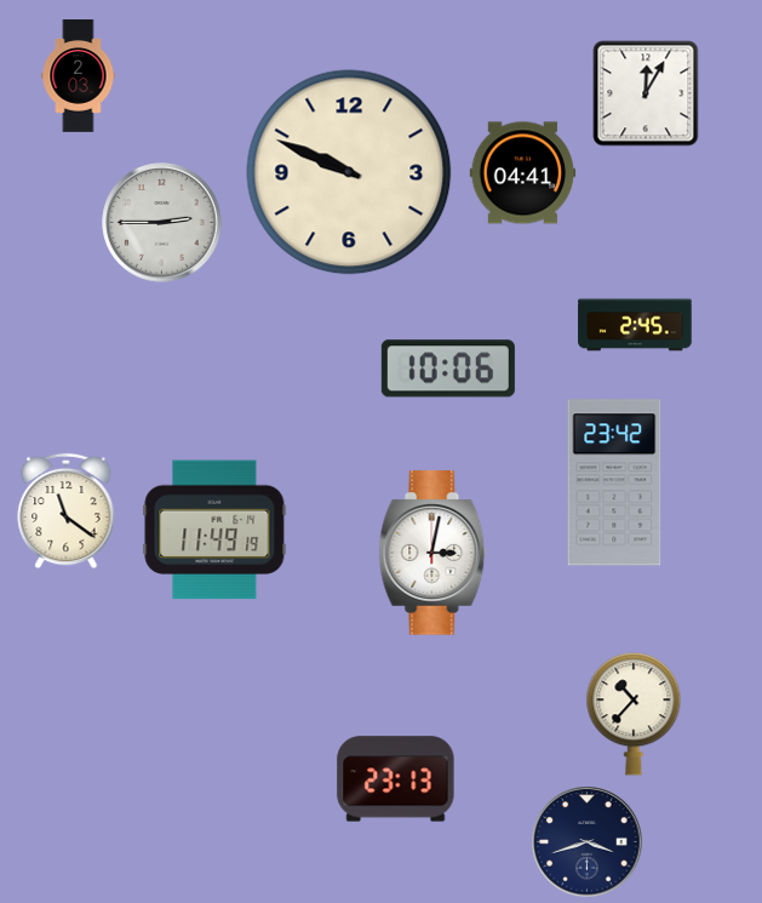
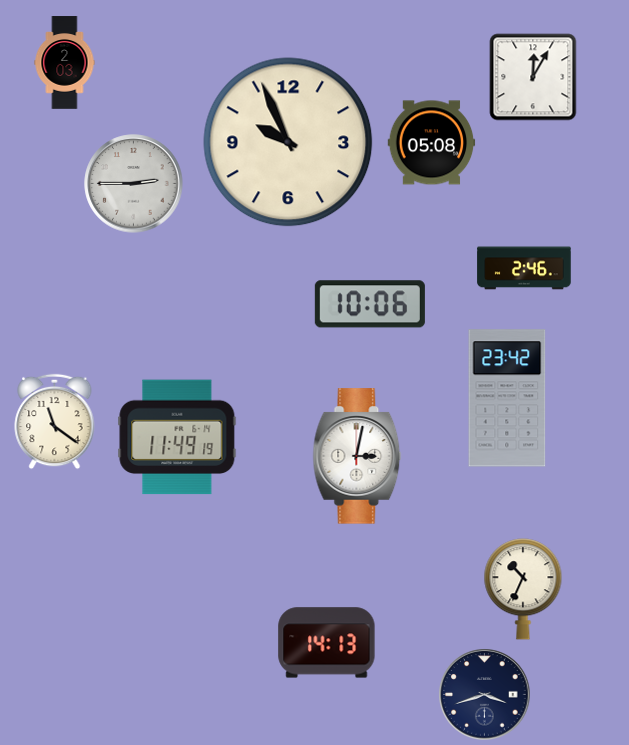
clock at (349, 172): 9:49 -> 9:56
clock at (523, 173): 04:41 -> 05:08
clock at (635, 325): 2:45 -> 2:46
clock at (634, 714): 10:37 -> 10:34
clock at (396, 779): 23:13 -> 14:13
